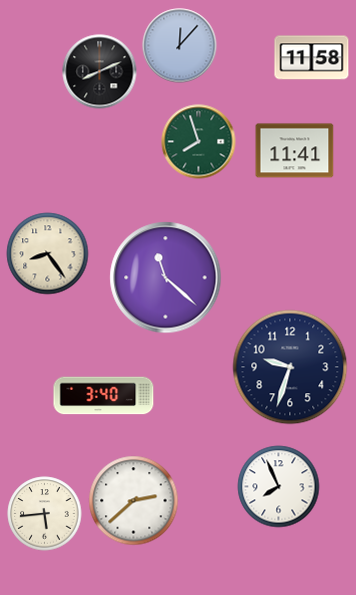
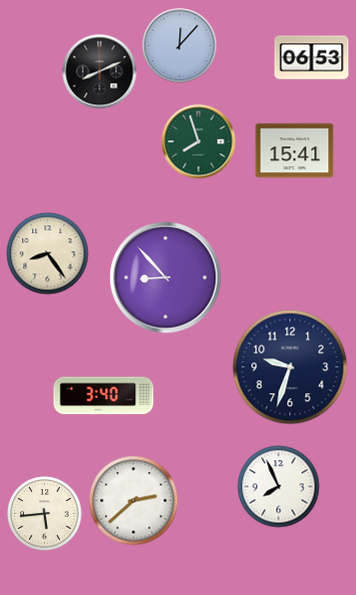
clock at (312, 58): 11:58 -> 06:53
clock at (295, 151): 11:41 -> 15:41
clock at (166, 278): 11:22 -> 8:53
